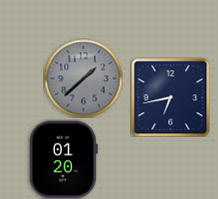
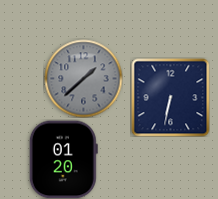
clock at (170, 97): 6:43 -> 6:32
